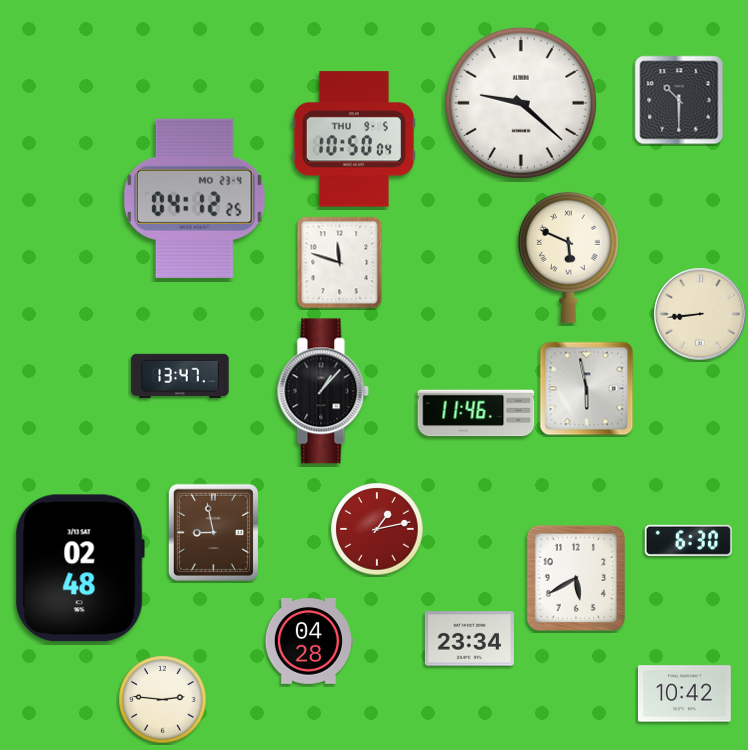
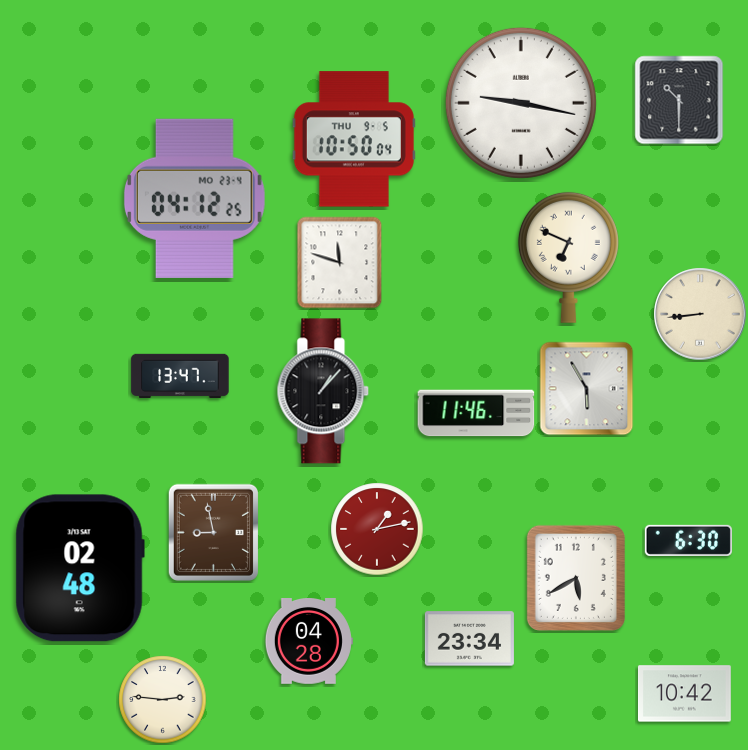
clock at (521, 103): 9:22 -> 9:17
clock at (568, 257): 5:49 -> 6:49
clock at (587, 389): 5:58 -> 5:55
